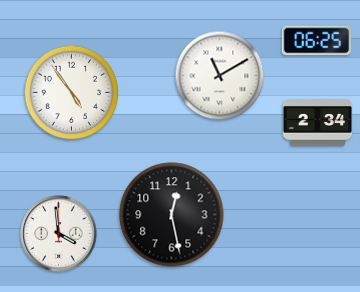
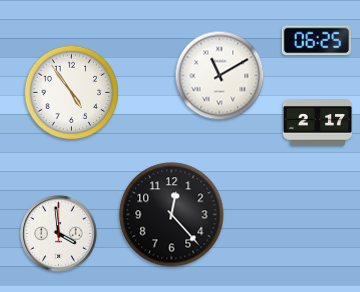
clock at (318, 123): 2:34 -> 2:17
clock at (172, 215): 12:28 -> 12:23
